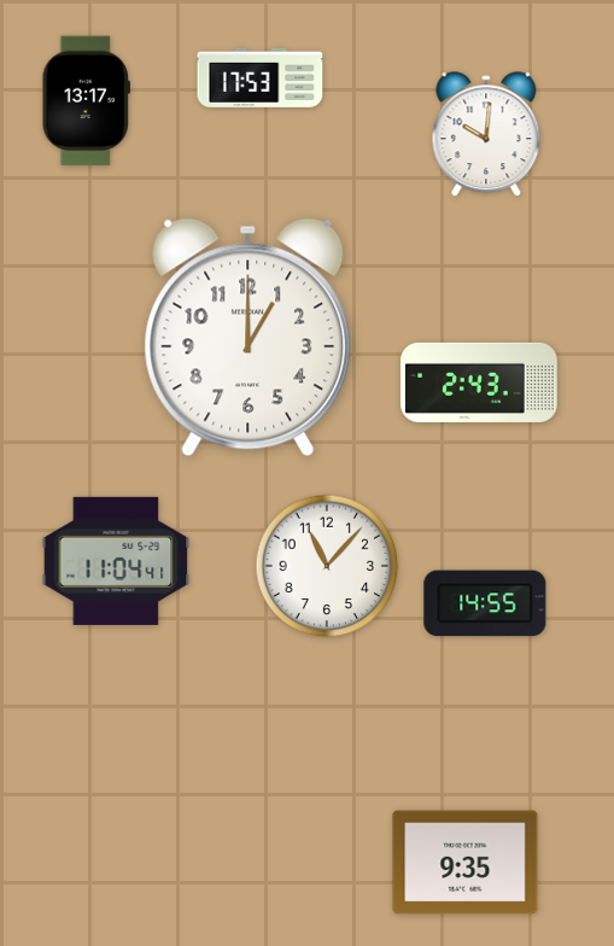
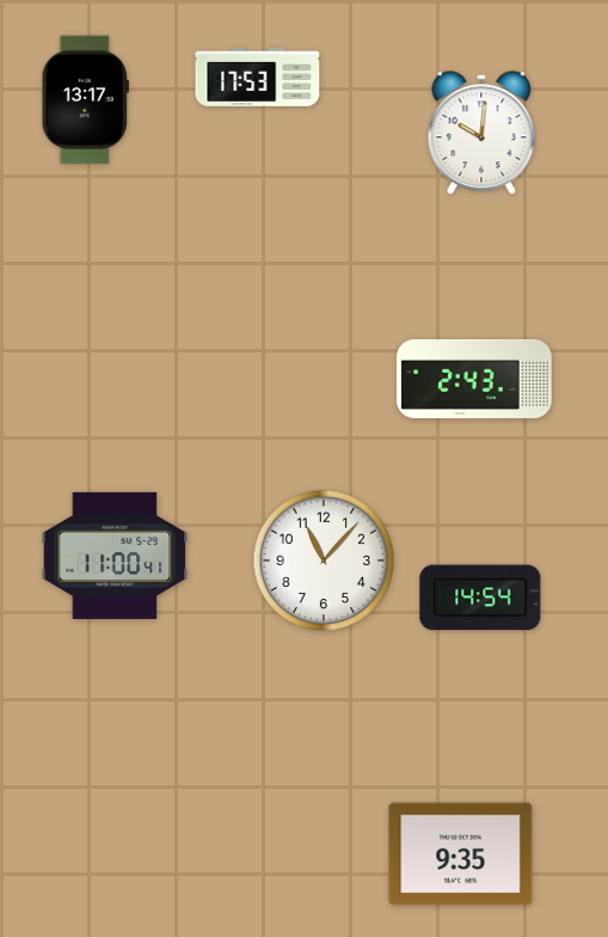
clock at (248, 338): 1:00 -> none
clock at (116, 561): 11:04 -> 11:00
clock at (485, 603): 14:55 -> 14:54
